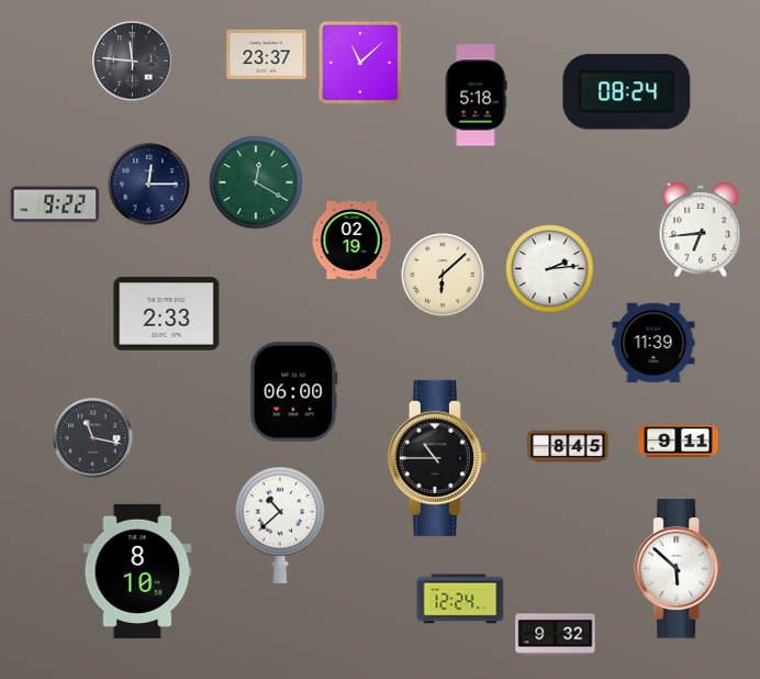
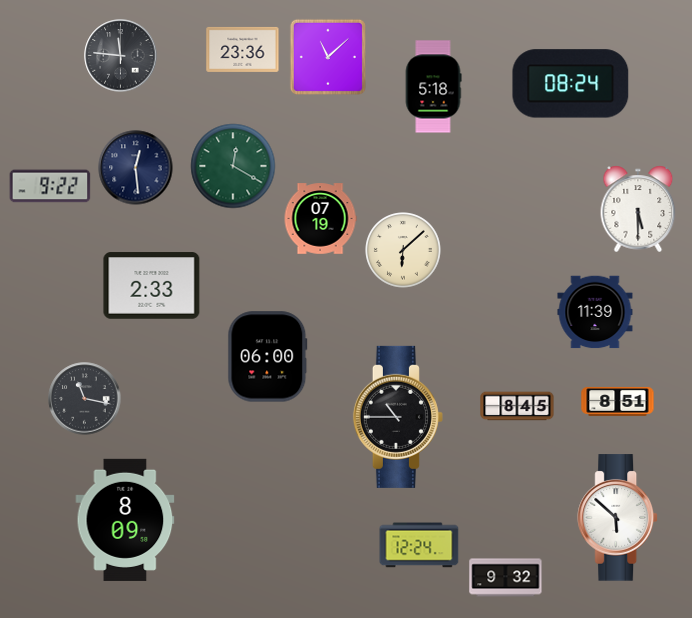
clock at (267, 54): 23:37 -> 23:36
clock at (149, 185): 12:15 -> 12:29
clock at (701, 230): 6:44 -> 5:30
clock at (351, 241): 02:19 -> 07:19
clock at (550, 269): 2:14 -> none
clock at (679, 441): 9:11 -> 8:51
clock at (280, 525): 10:38 -> none
clock at (137, 571): 8:10 -> 8:09
